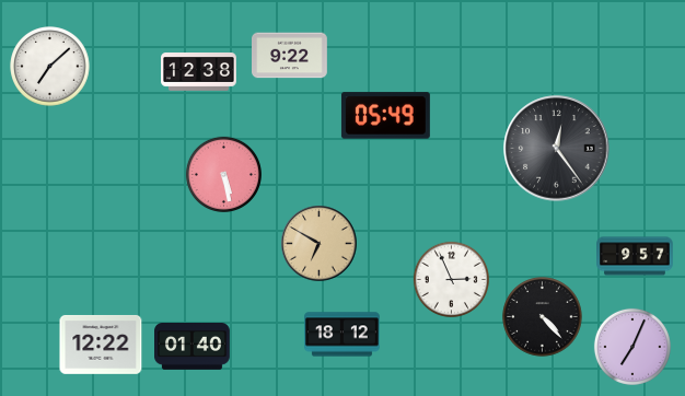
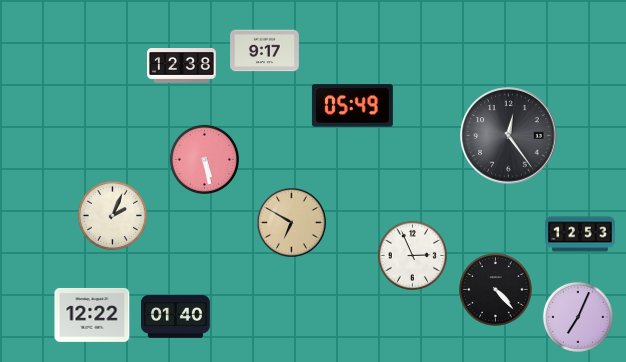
clock at (290, 56): 9:22 -> 9:17
clock at (50, 67): 7:08 -> none
clock at (112, 215): none -> 2:04
clock at (635, 256): 9:57 -> 12:53
clock at (342, 335): 18:12 -> none
